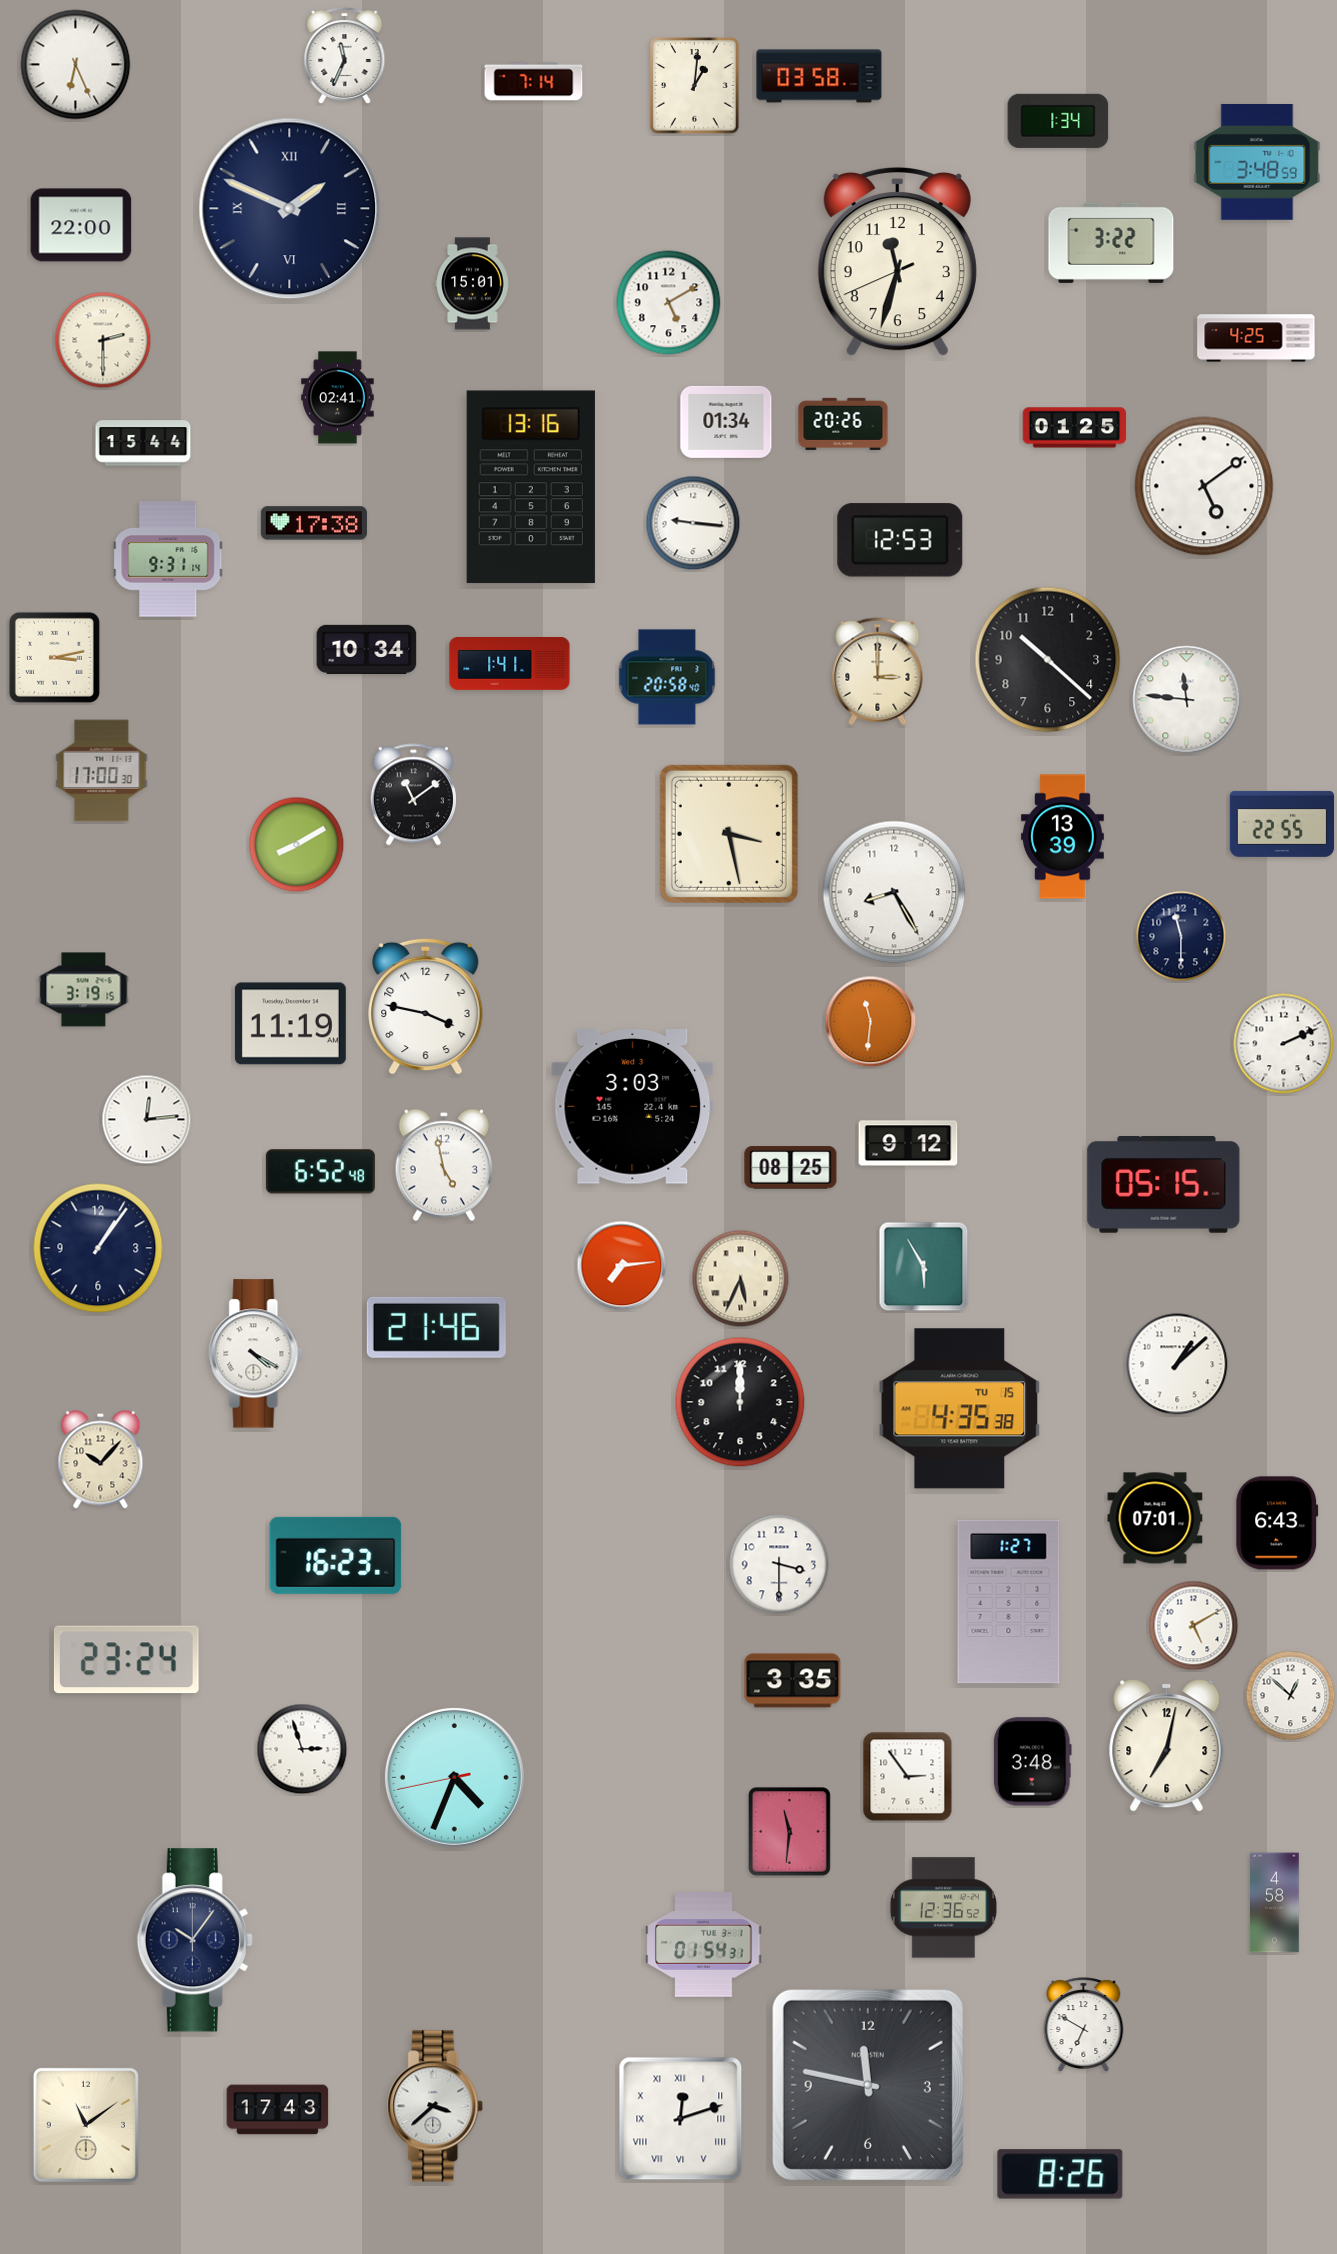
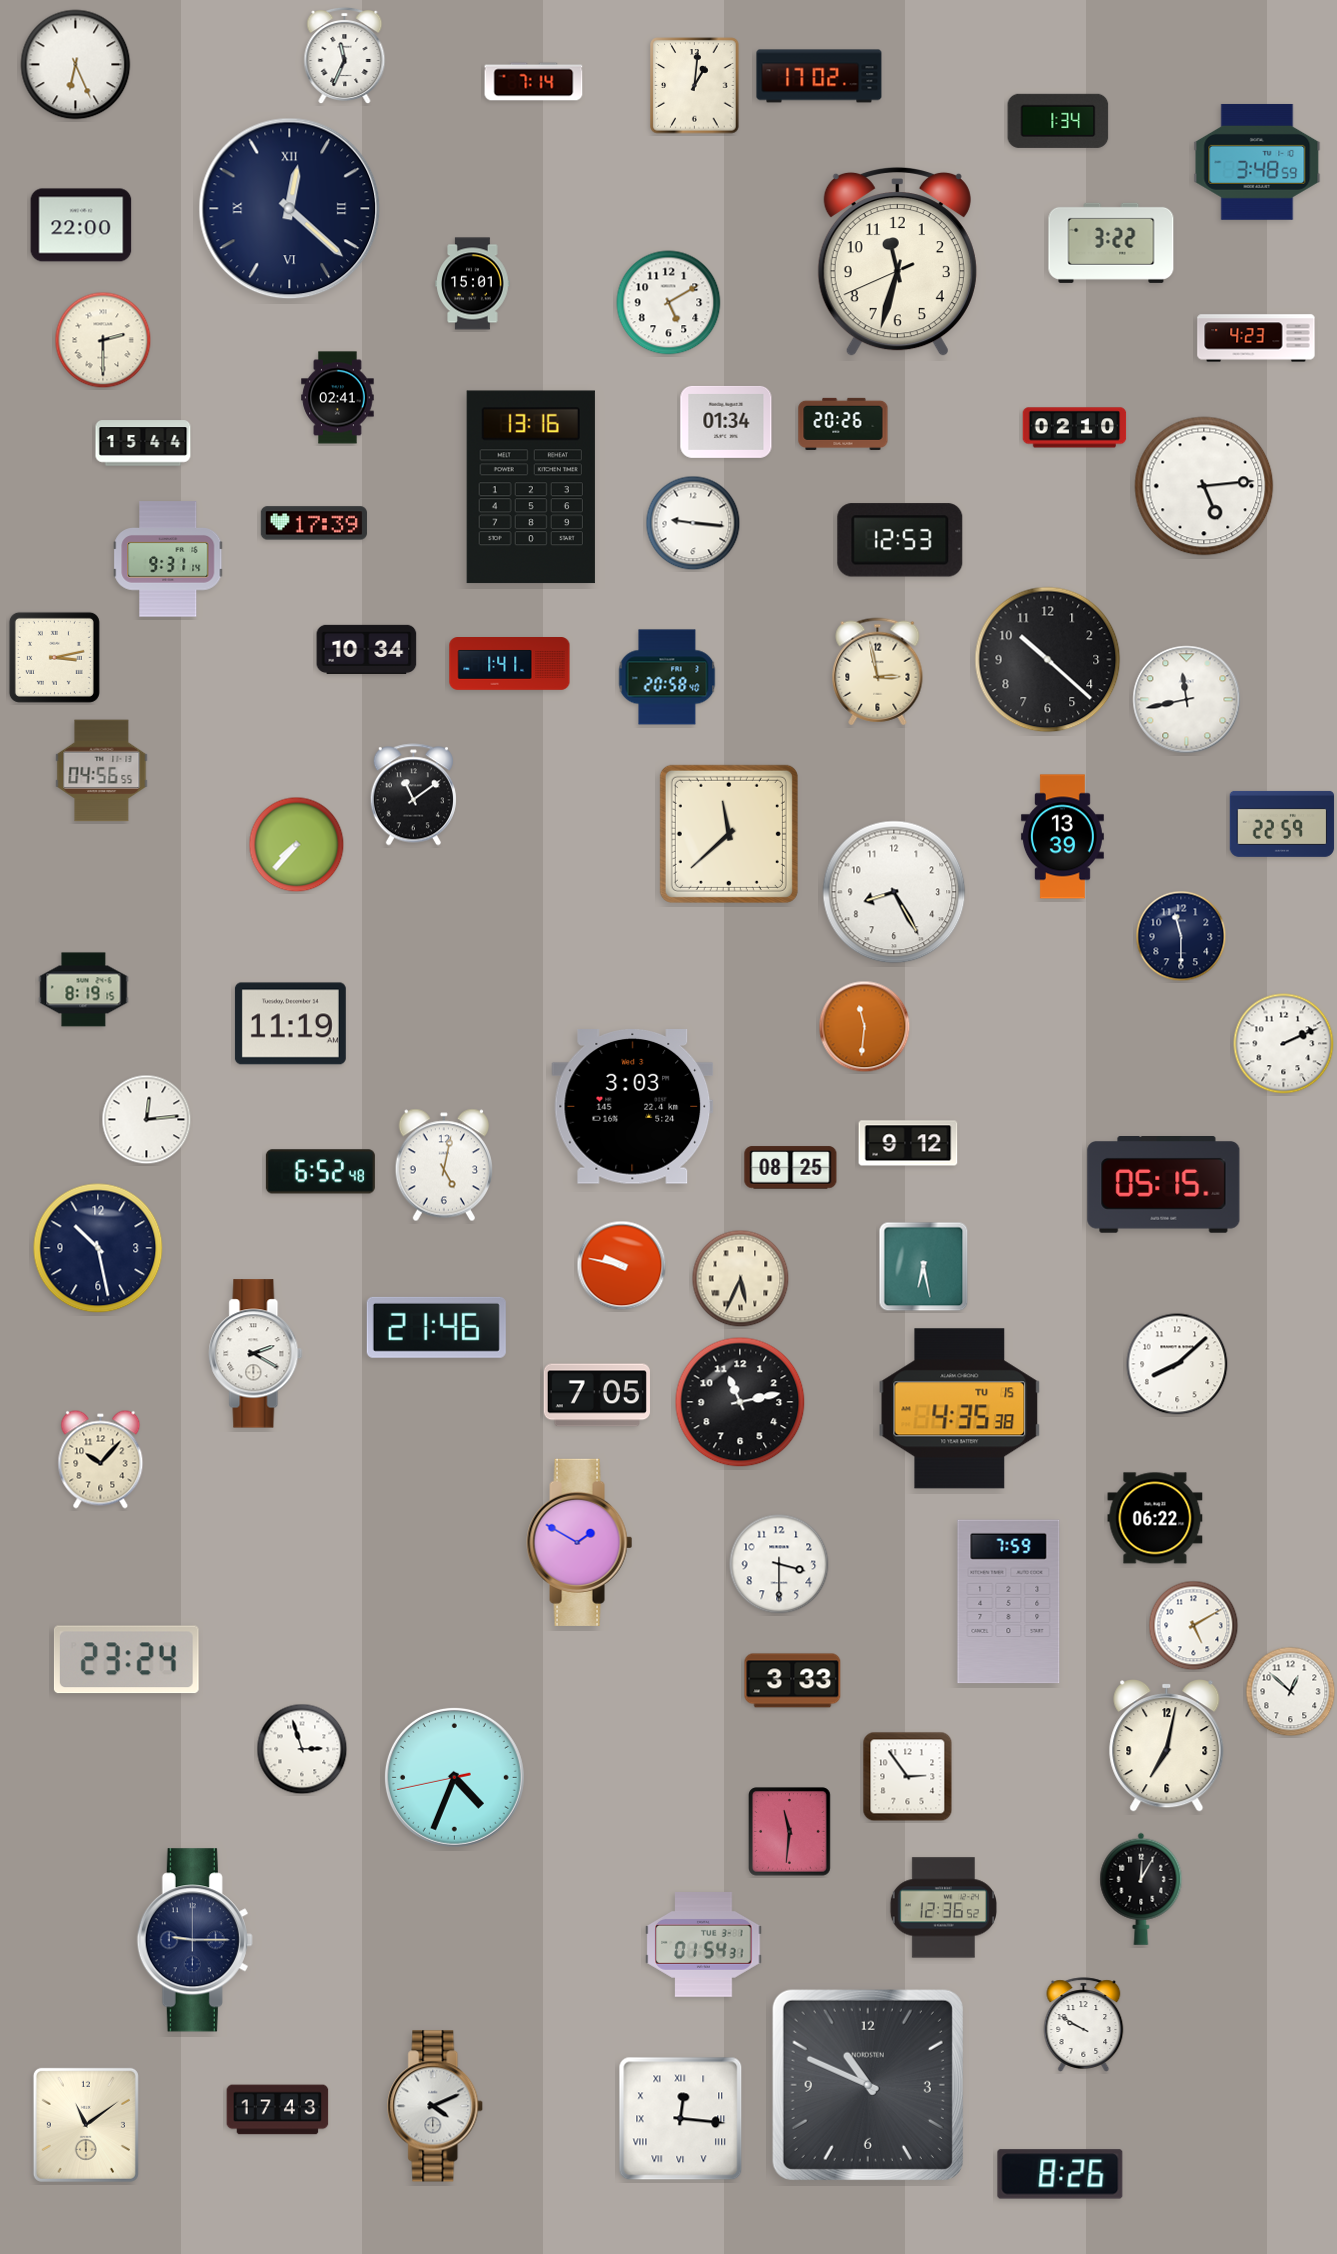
clock at (819, 76): 03:58 -> 17:02
clock at (290, 209): 1:49 -> 12:22
clock at (1256, 338): 4:25 -> 4:23
clock at (1075, 428): 01:25 -> 02:10
clock at (1204, 486): 5:09 -> 5:14
clock at (314, 523): 17:38 -> 17:39
clock at (878, 672): 3:00 -> 2:58
clock at (1187, 700): 11:46 -> 11:43
clock at (102, 771): 17:00 -> 04:56
clock at (1282, 824): 22:55 -> 22:59
clock at (729, 834): 3:28 -> 11:38
clock at (297, 845): 8:10 -> 7:37
clock at (84, 990): 3:19 -> 8:19
clock at (426, 1006): 3:47 -> none
clock at (871, 1022) position: (871, 1022) -> (865, 1027)
clock at (443, 1165): 4:58 -> 5:02
clock at (98, 1248): 1:06 -> 10:28
clock at (622, 1266): 7:14 -> 9:47
clock at (924, 1267): 5:55 -> 6:28
clock at (256, 1354): 4:20 -> 2:20
clock at (1177, 1364): 1:08 -> 8:08
clock at (597, 1395): none -> 7:05
clock at (740, 1402): 12:00 -> 11:13
clock at (1155, 1518): 07:01 -> 06:22
clock at (1277, 1523): 6:43 -> none
clock at (580, 1542): none -> 1:50
clock at (336, 1555): 16:23 -> none
clock at (1009, 1602): 1:27 -> 7:59
clock at (793, 1681): 3:35 -> 3:33
clock at (1291, 1696) position: (1291, 1696) -> (1291, 1692)
clock at (1032, 1762): 3:48 -> none
clock at (1141, 1889): none -> 12:05
clock at (1275, 1903): 4:58 -> none
clock at (195, 1940): 10:06 -> 9:15
clock at (1084, 2025): 6:50 -> 9:50
clock at (868, 2085): 11:47 -> 10:49
clock at (436, 2106): 3:38 -> 4:11
clock at (681, 2119): 12:12 -> 12:16
